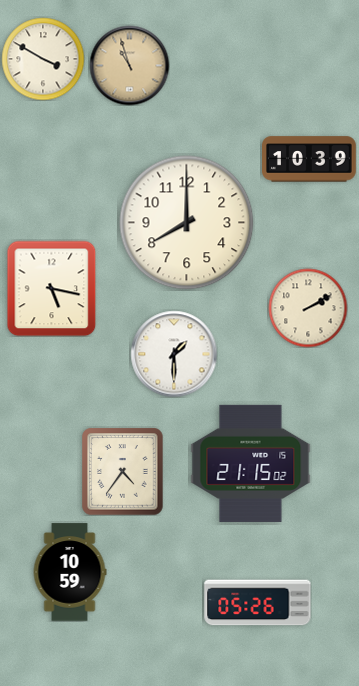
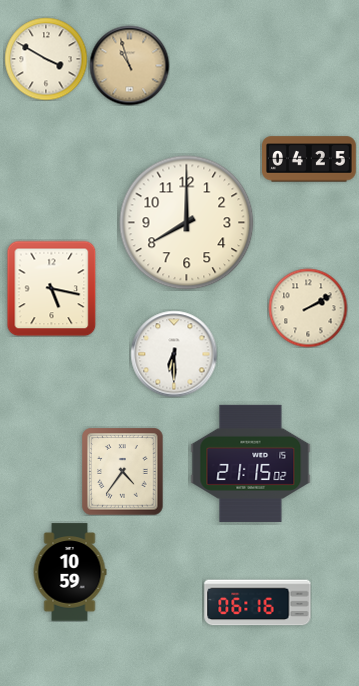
clock at (43, 59) position: (43, 59) -> (46, 59)
clock at (310, 159): 10:39 -> 04:25
clock at (174, 354): 1:30 -> 6:30
clock at (258, 603): 05:26 -> 06:16
